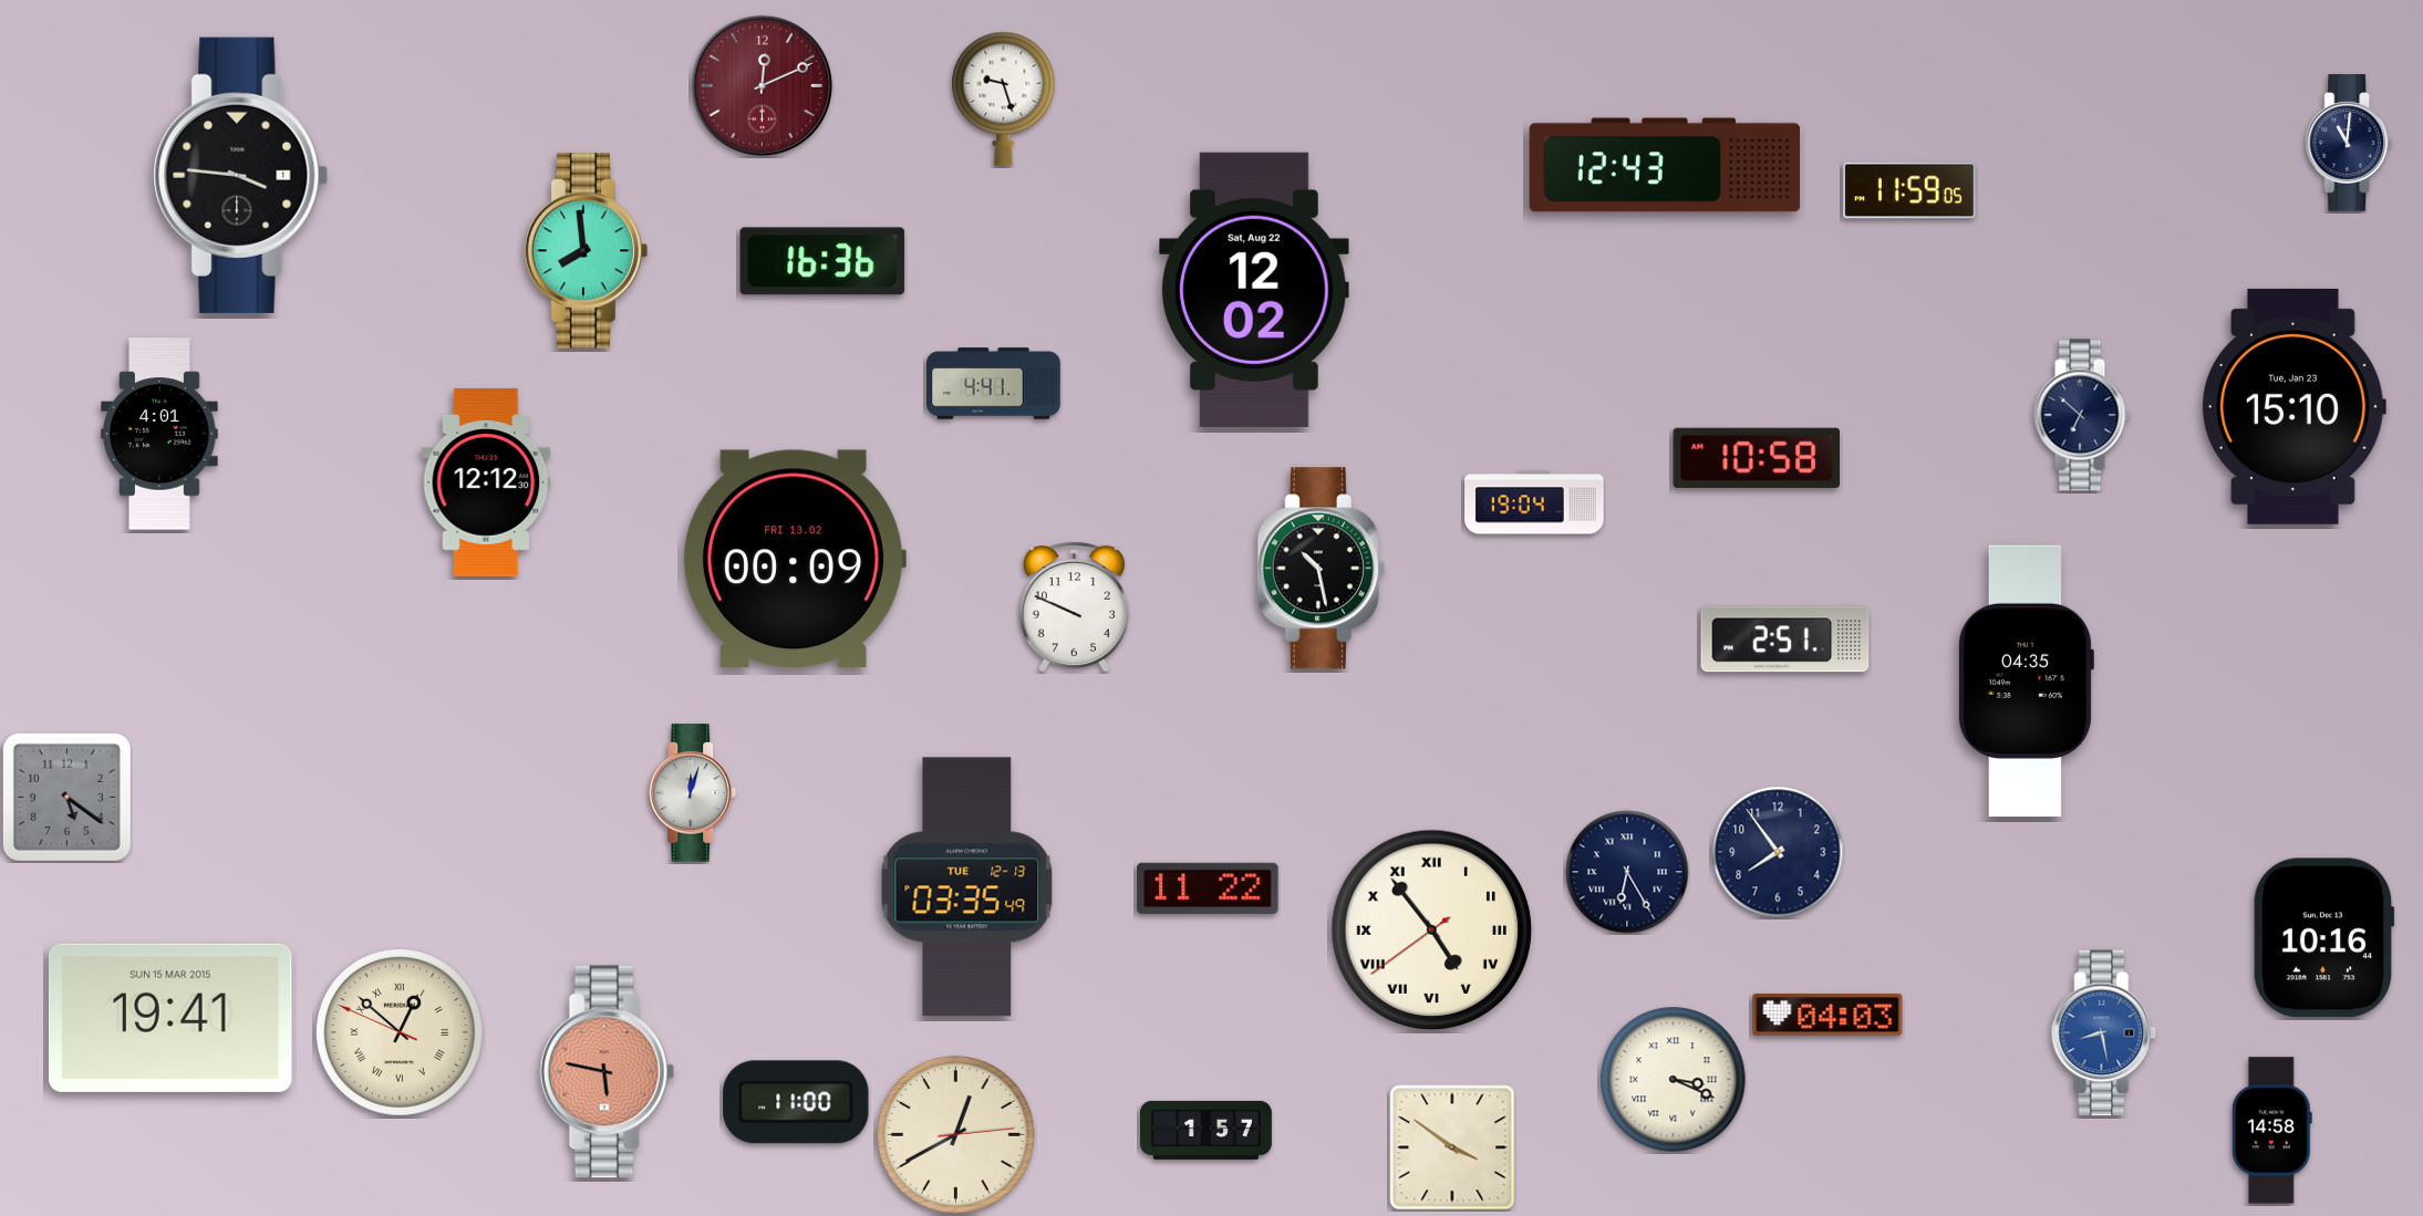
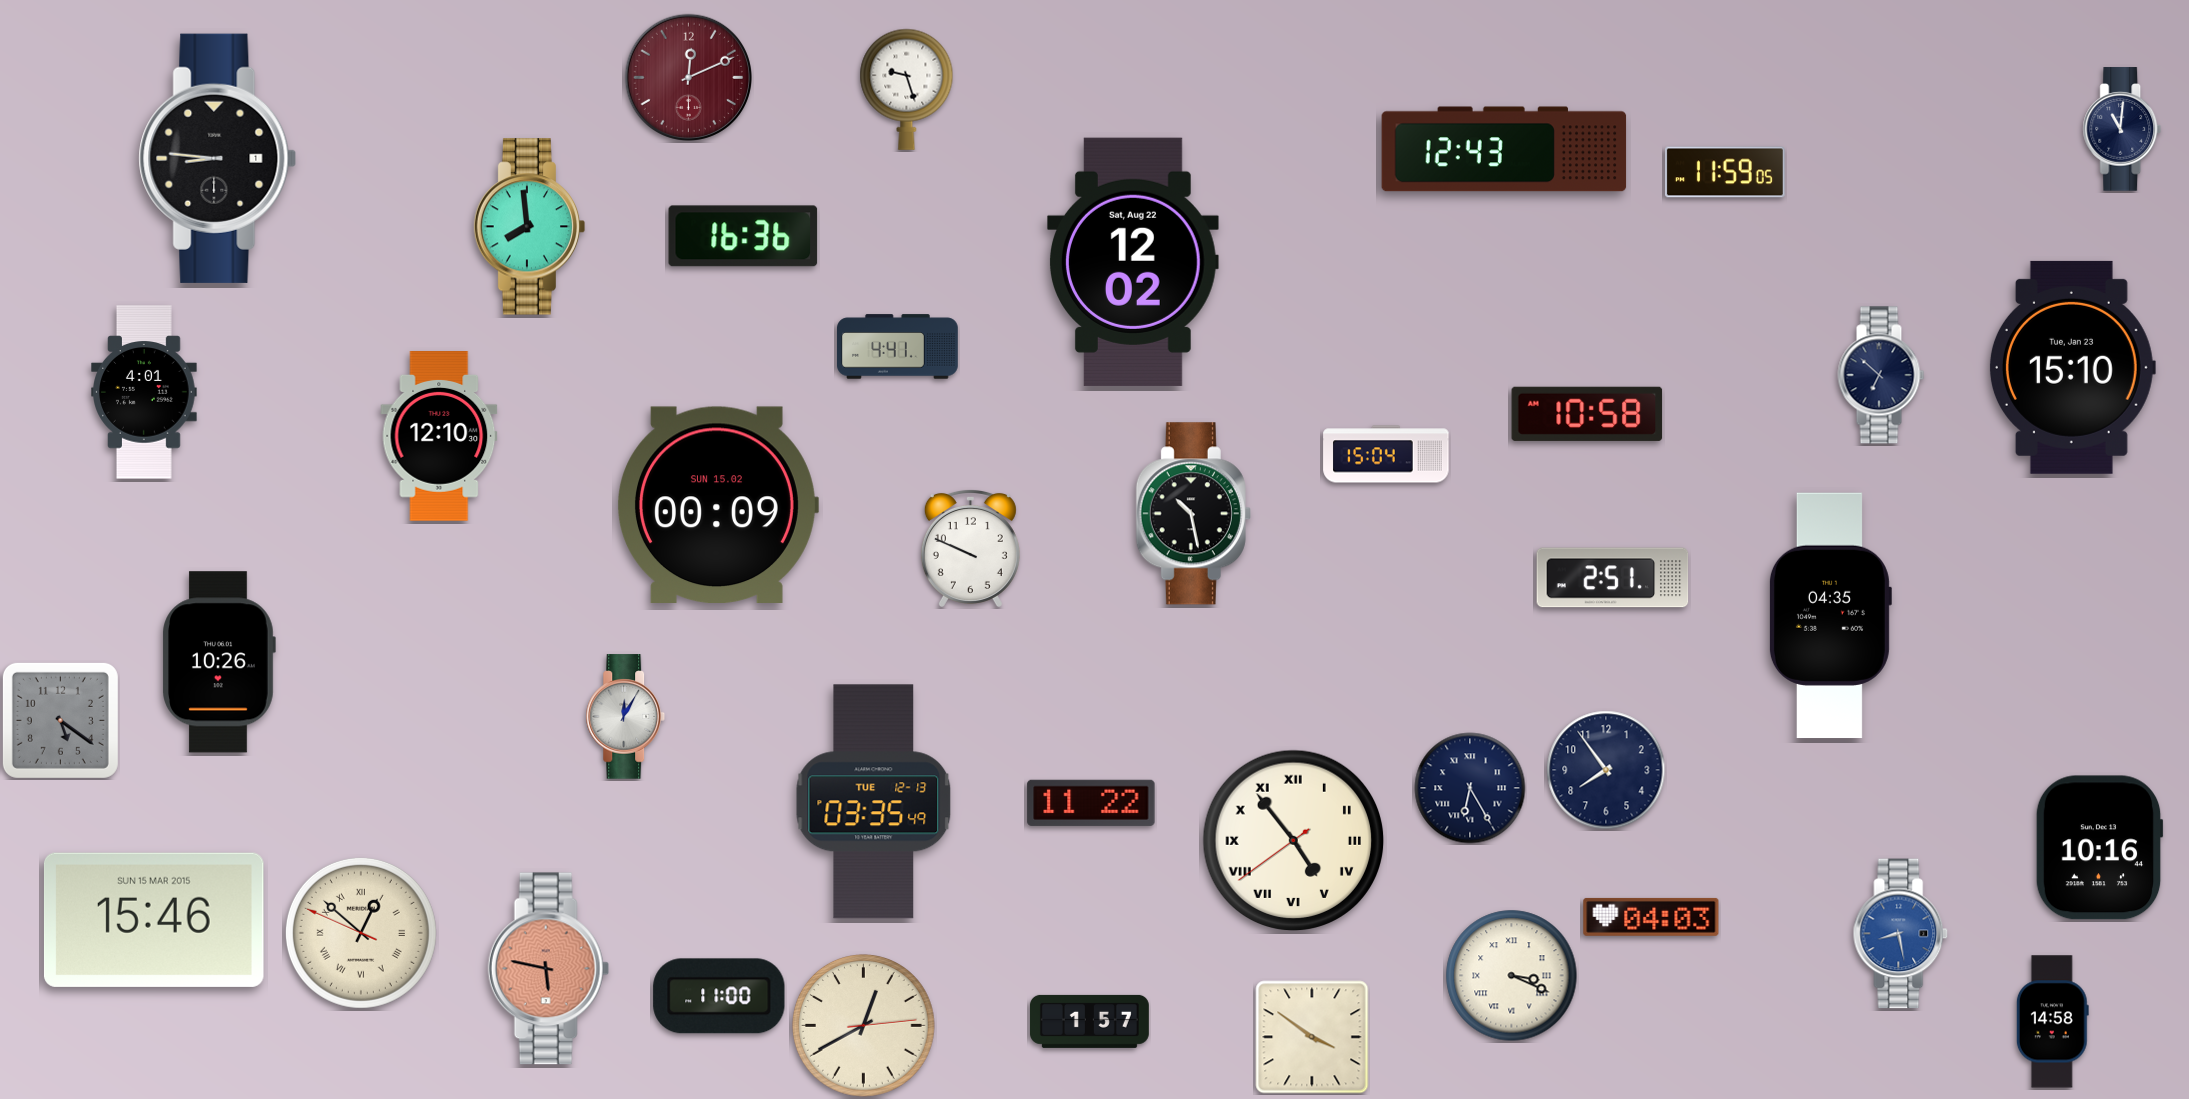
clock at (241, 175): 3:46 -> 8:46
clock at (486, 484): 12:12 -> 12:10
clock at (1534, 502): 19:04 -> 15:04
clock at (795, 558) date: FRI 13.02 -> SUN 15.02
clock at (219, 662): none -> 10:26
clock at (693, 793): 12:03 -> 12:05
clock at (170, 1018): 19:41 -> 15:46
